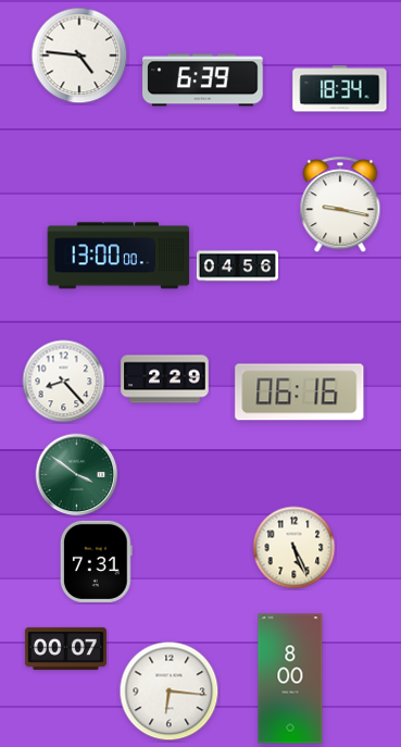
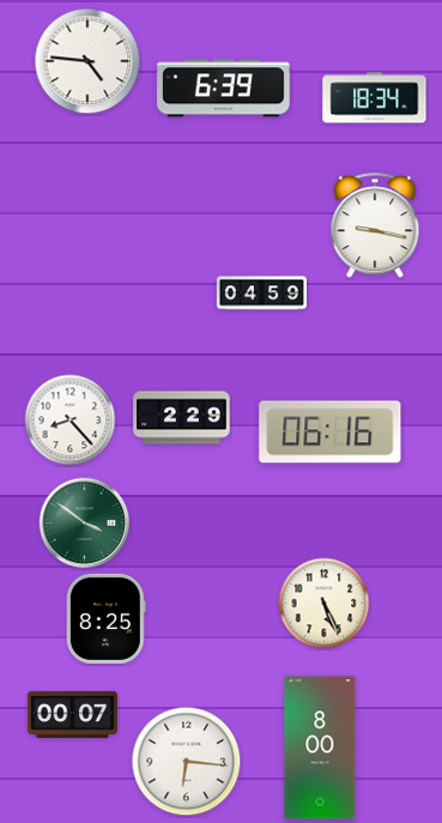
clock at (118, 256): 13:00 -> none
clock at (237, 266): 04:56 -> 04:59
clock at (96, 561): 7:31 -> 8:25
